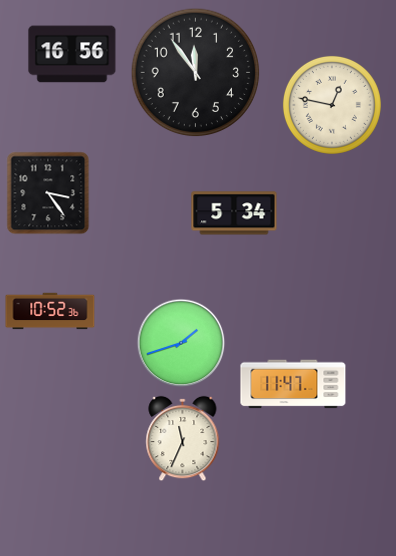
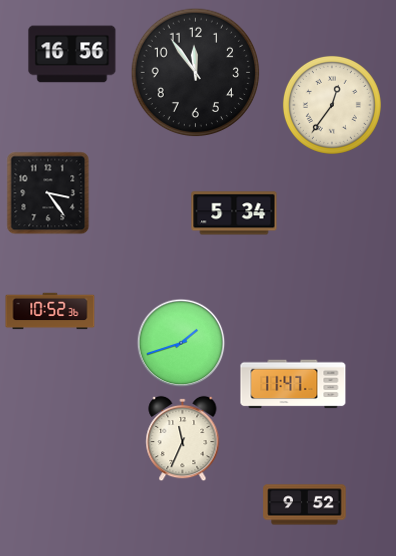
clock at (332, 105): 12:47 -> 12:36
clock at (305, 505): none -> 9:52
